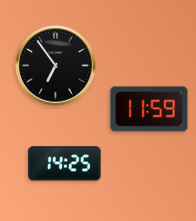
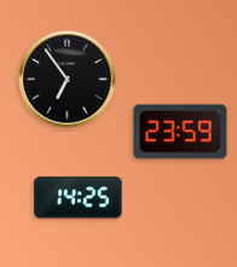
clock at (149, 109): 11:59 -> 23:59
